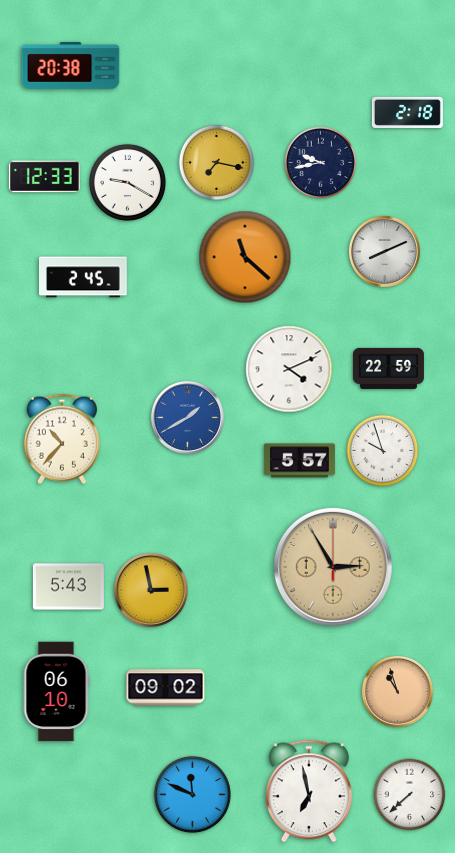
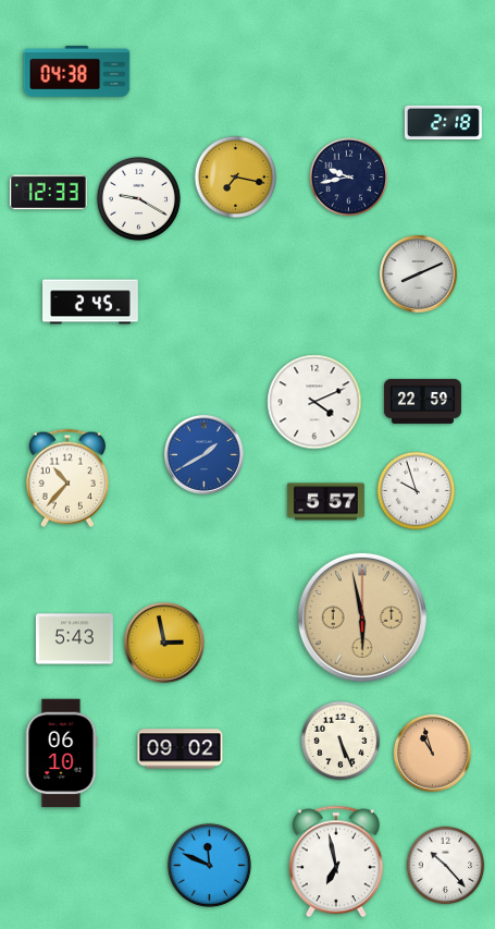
clock at (71, 65): 20:38 -> 04:38
clock at (245, 257): 11:22 -> none
clock at (333, 567): 2:55 -> 5:58
clock at (341, 741): none -> 5:26
clock at (410, 795): 7:38 -> 10:23
